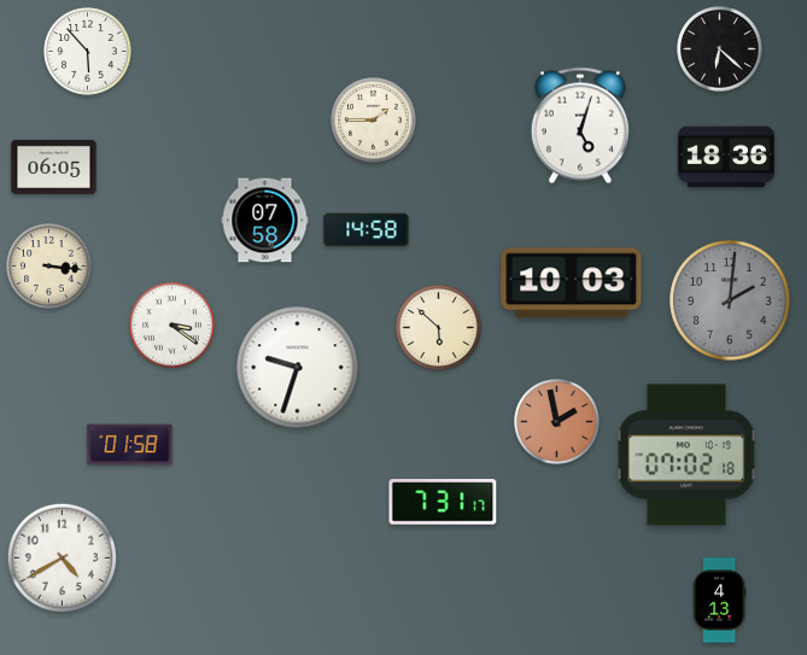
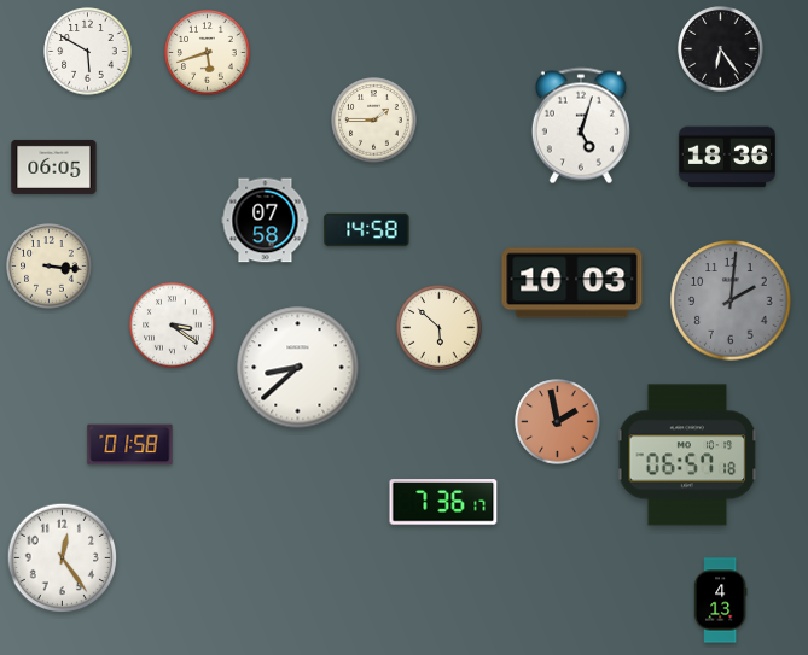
clock at (720, 49): 6:22 -> 6:24
clock at (88, 52): 5:53 -> 5:50
clock at (208, 53): none -> 5:42
clock at (298, 368): 9:33 -> 8:38
clock at (686, 455): 07:02 -> 06:57
clock at (443, 502): 7:31 -> 7:36
clock at (63, 558): 4:40 -> 12:24
